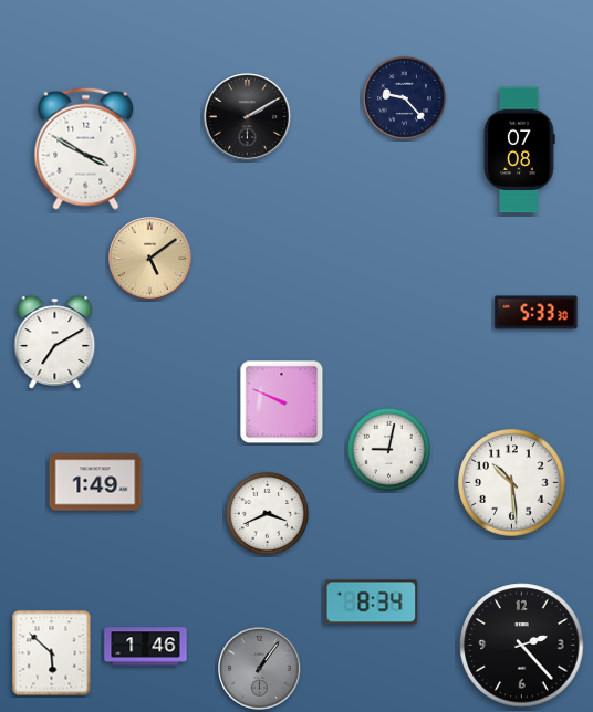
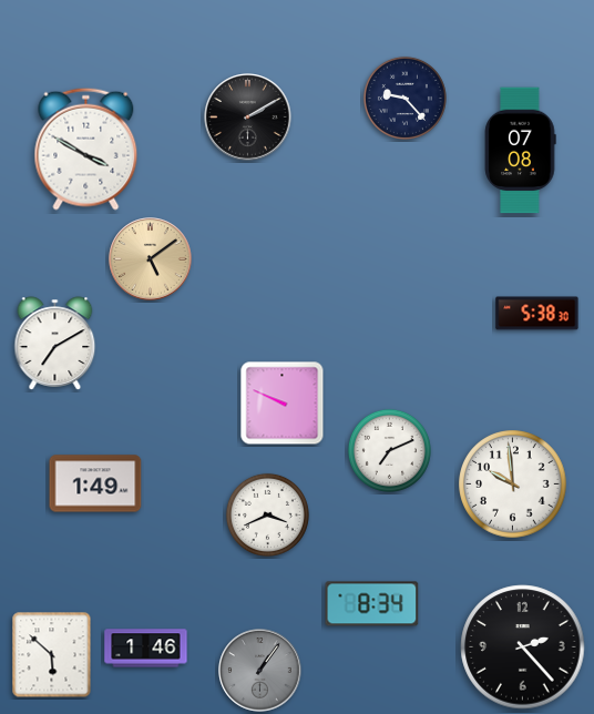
clock at (537, 313): 5:33 -> 5:38
clock at (388, 449): 9:02 -> 7:11
clock at (512, 483): 10:29 -> 9:59
